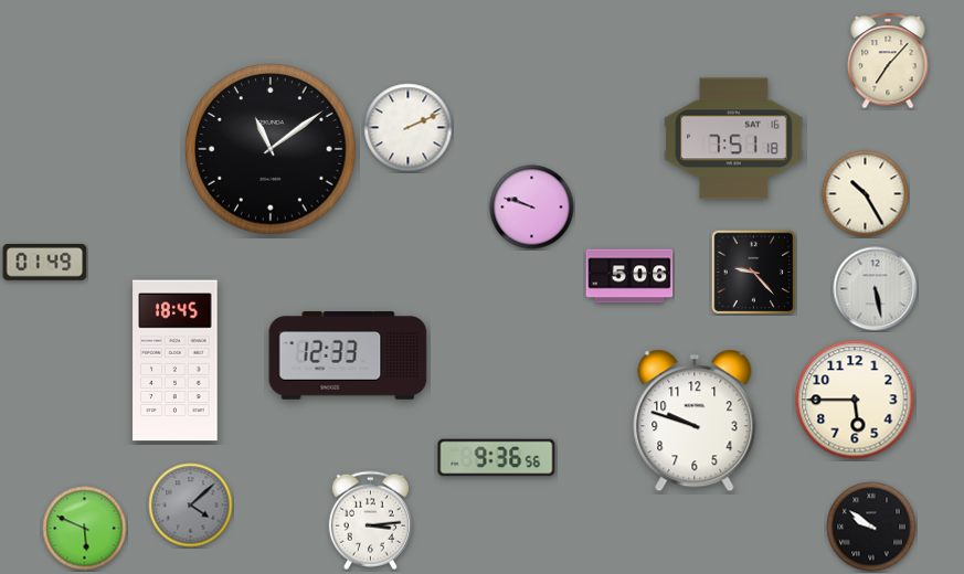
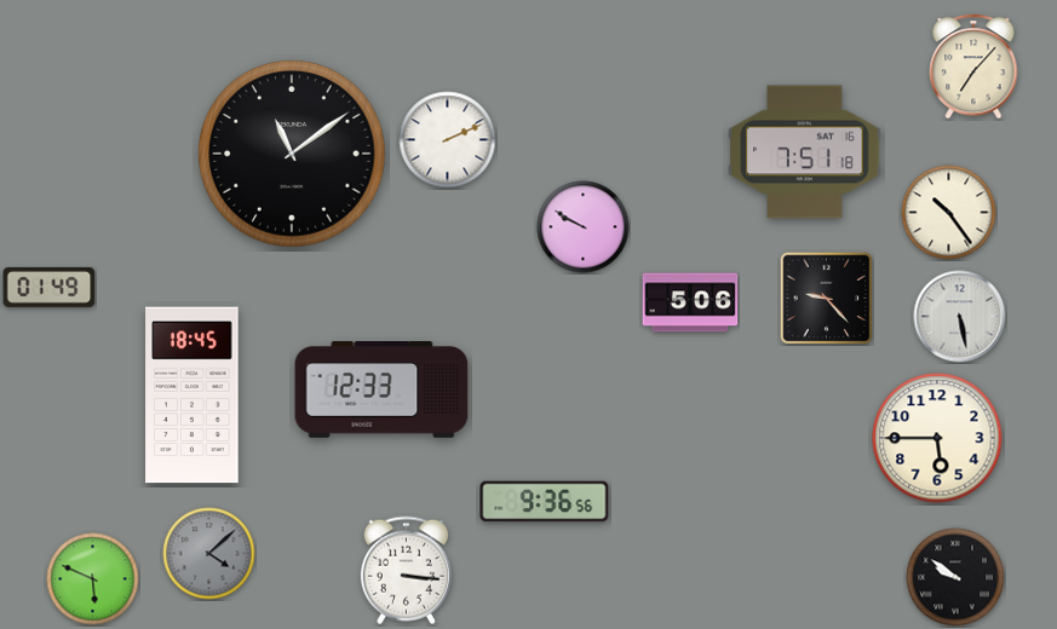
clock at (271, 149) position: (271, 149) -> (292, 154)
clock at (866, 194): 10:25 -> 10:24
clock at (532, 208): 9:48 -> 9:50
clock at (695, 421): 9:48 -> none
clock at (370, 521): 3:14 -> 3:16
